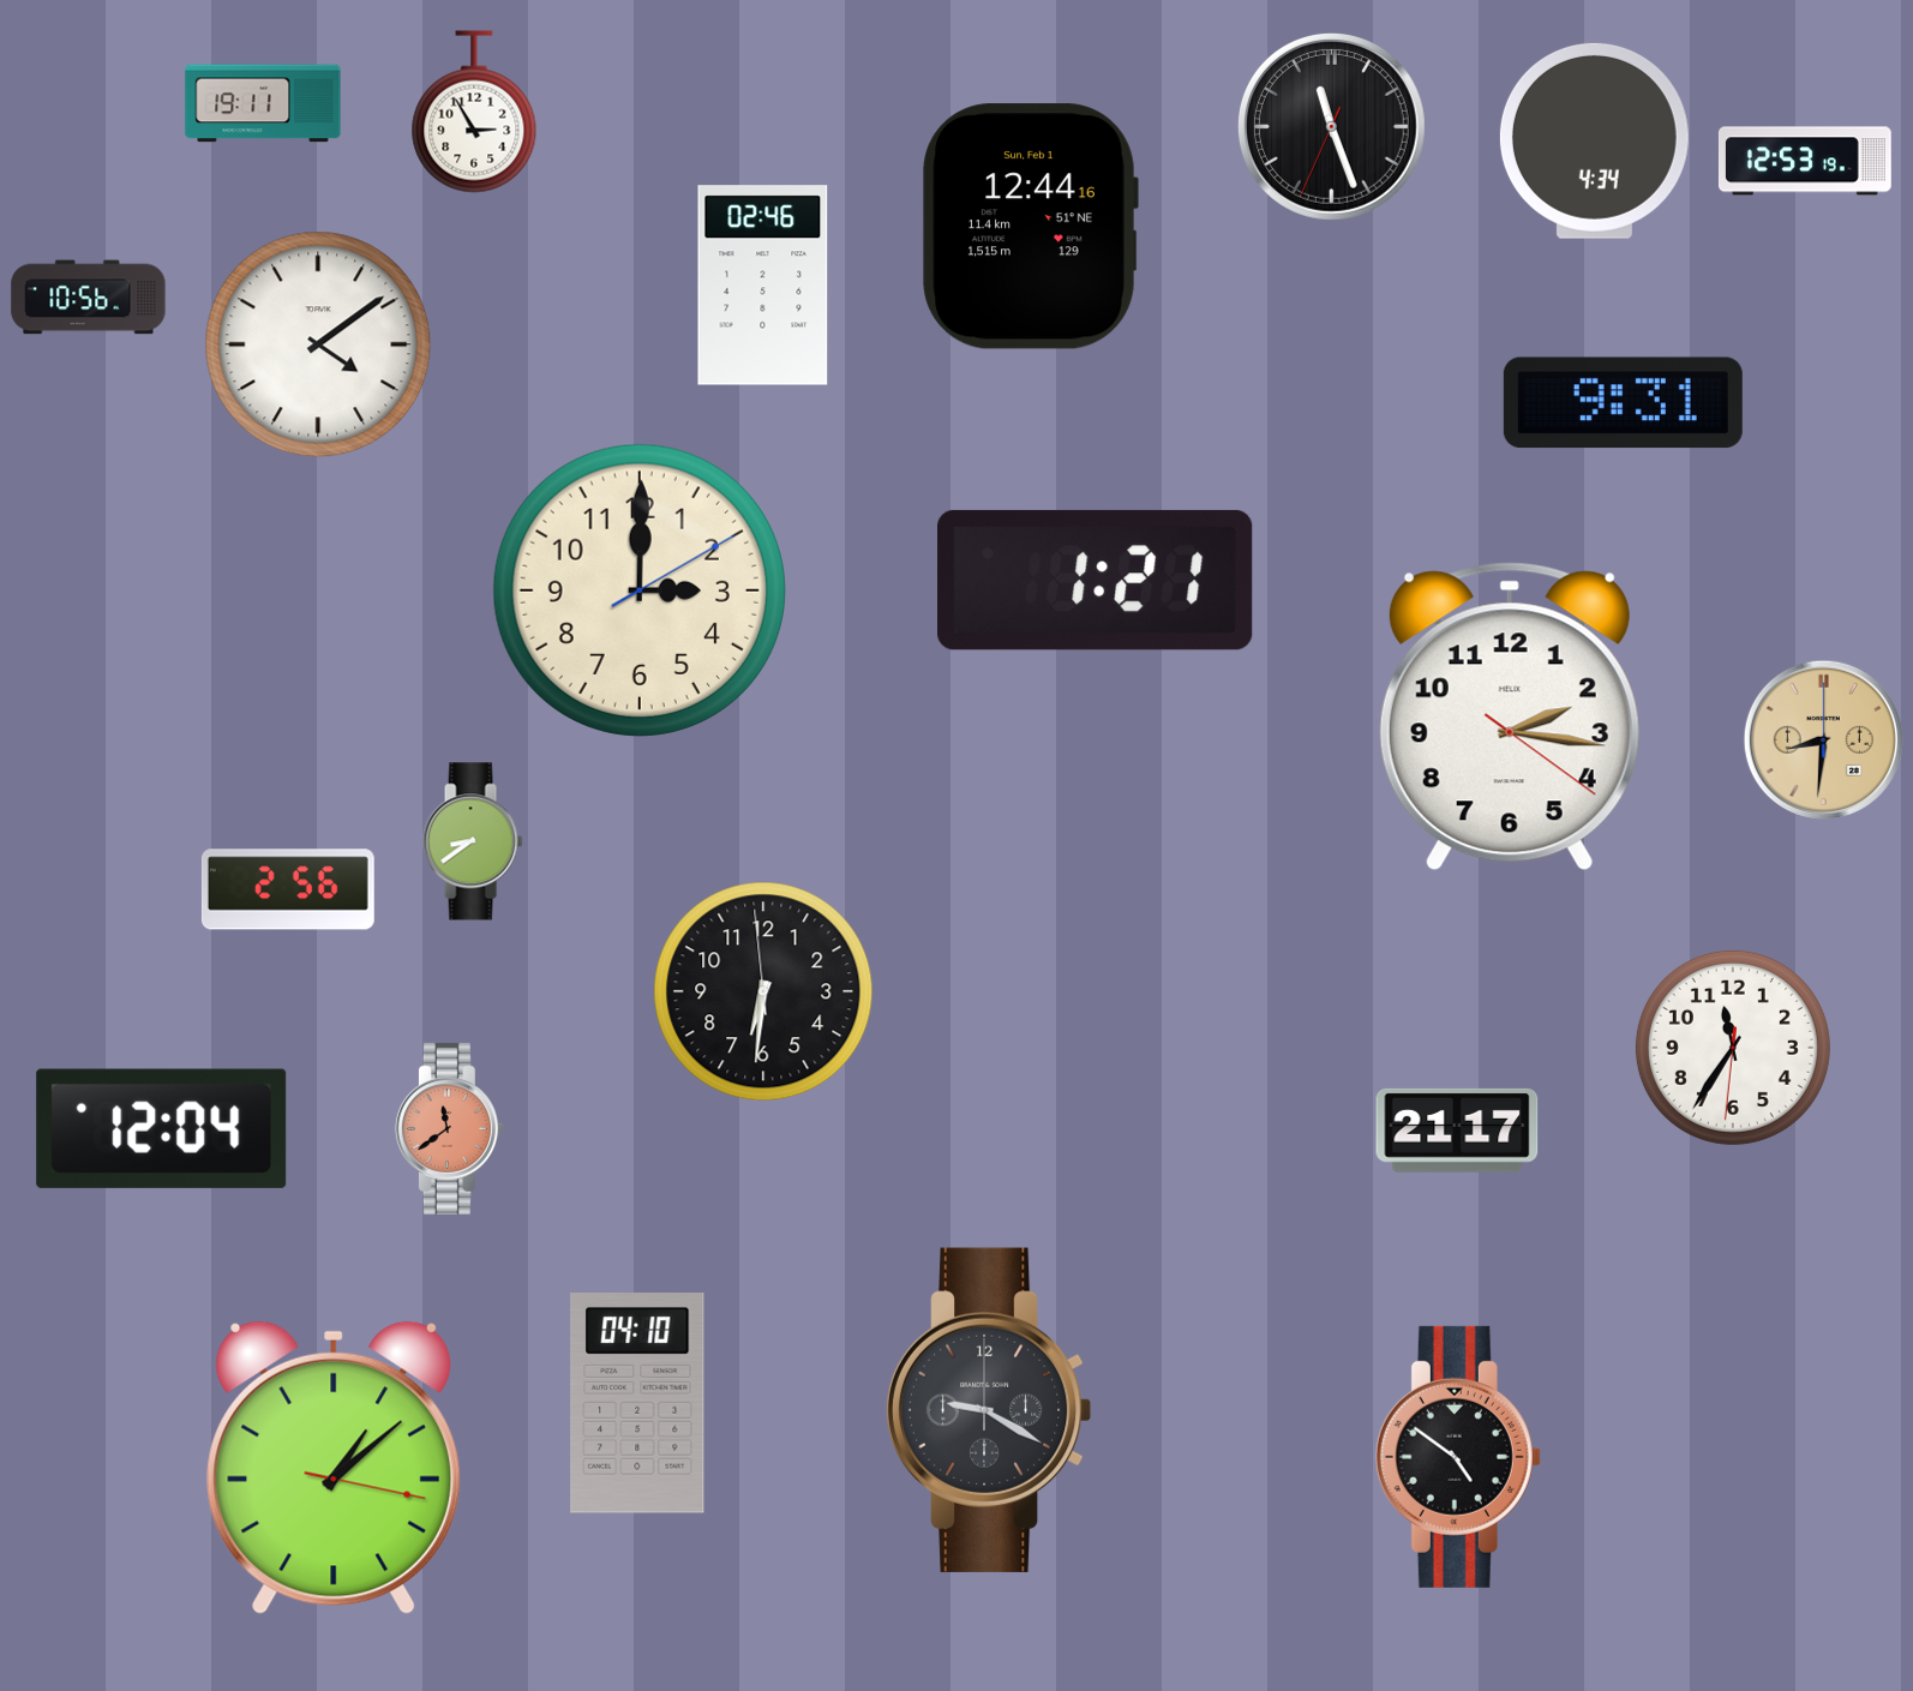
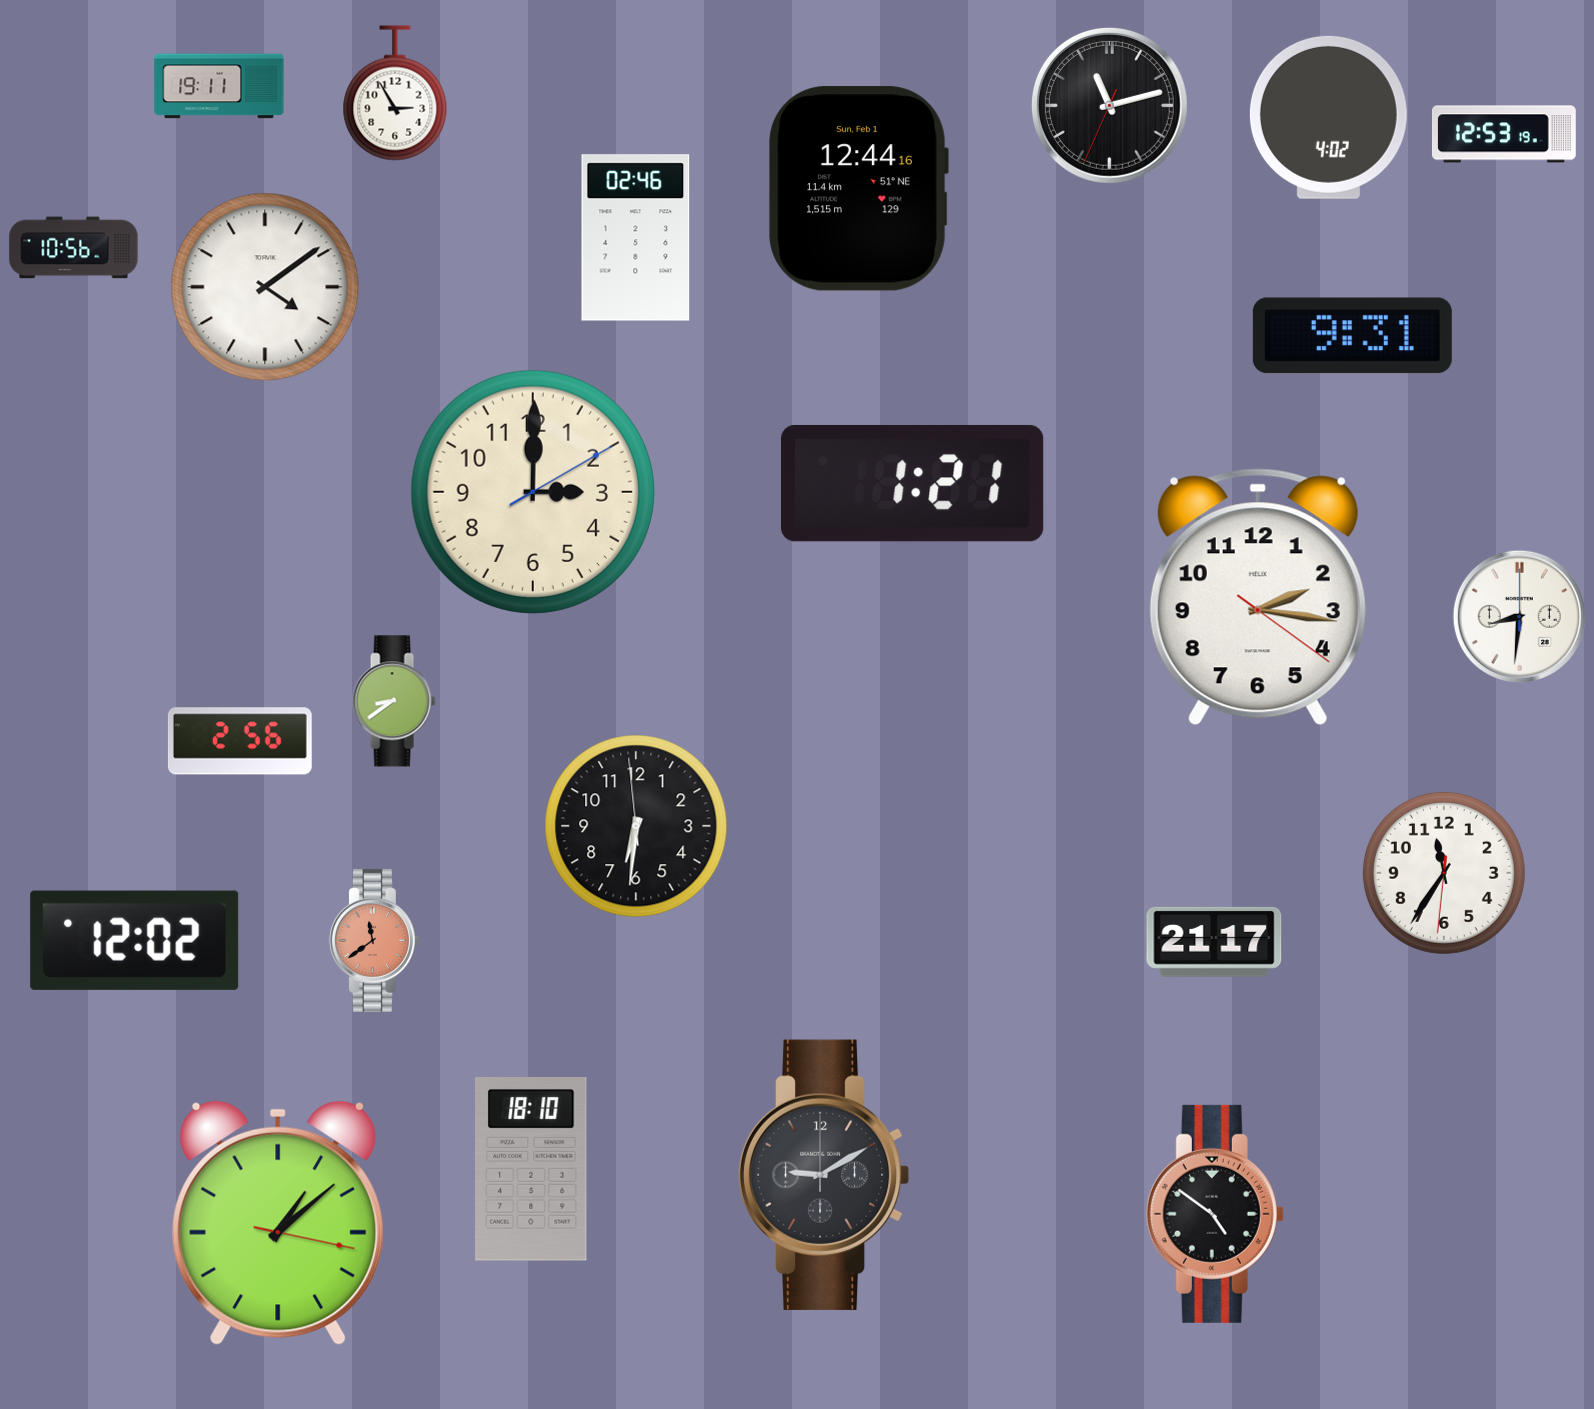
clock at (1331, 126): 11:26 -> 11:12
clock at (1594, 140): 4:34 -> 4:02
clock at (1823, 739) dial: champagne -> white
clock at (162, 1128): 12:04 -> 12:02
clock at (637, 1404): 04:10 -> 18:10
clock at (989, 1410): 9:20 -> 9:10
